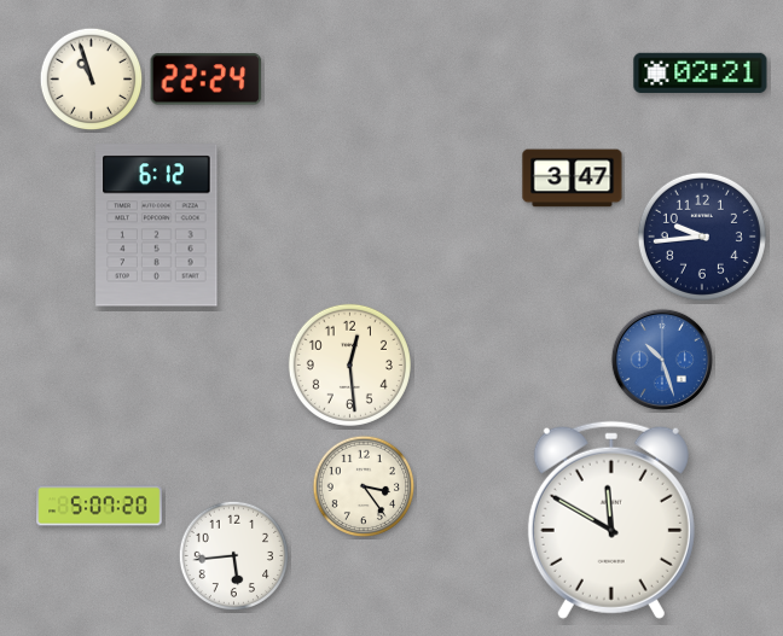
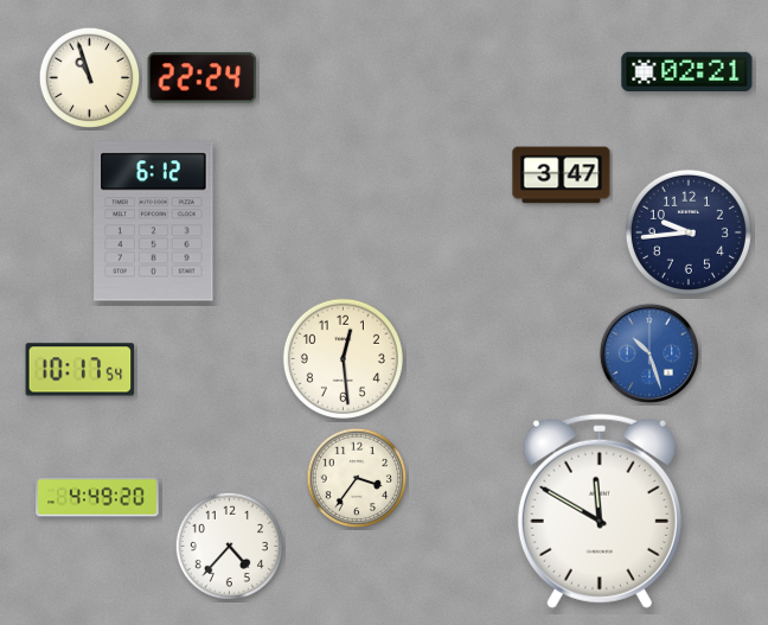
clock at (81, 370): none -> 10:17
clock at (364, 486): 3:24 -> 3:36
clock at (99, 506): 5:07 -> 4:49
clock at (233, 555): 5:44 -> 4:37
